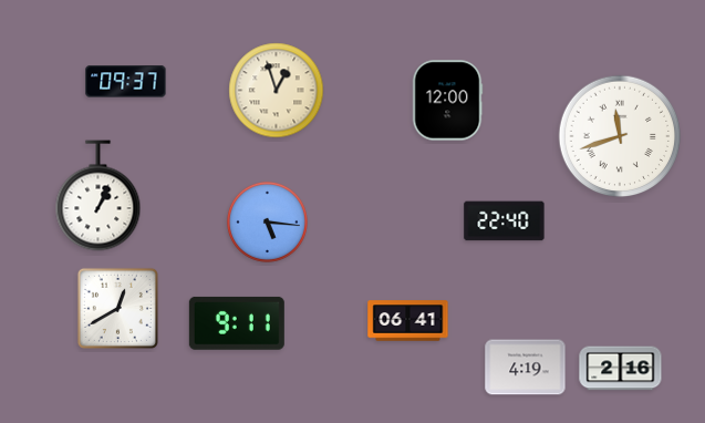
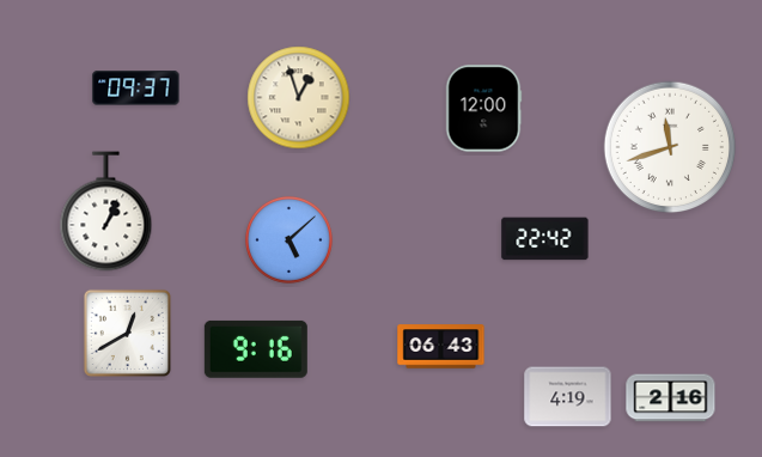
clock at (267, 221): 5:16 -> 5:08
clock at (505, 221): 22:40 -> 22:42
clock at (408, 321): 06:41 -> 06:43
clock at (237, 323): 9:11 -> 9:16
